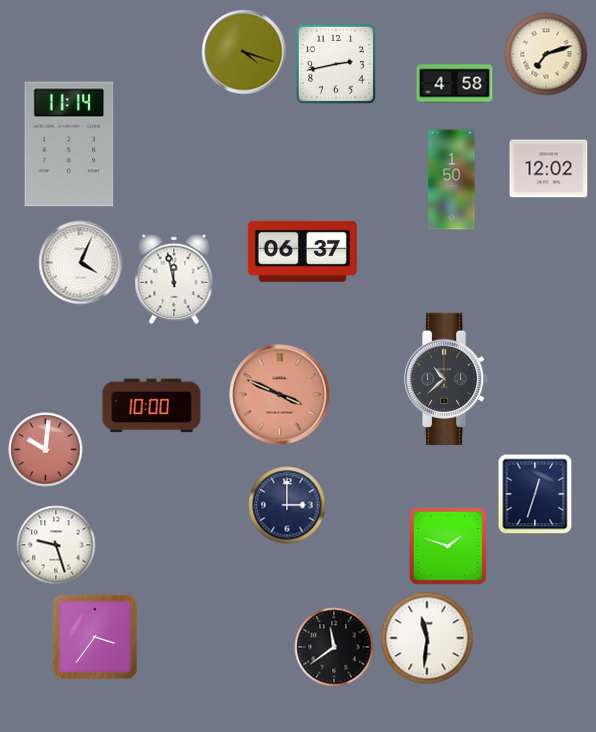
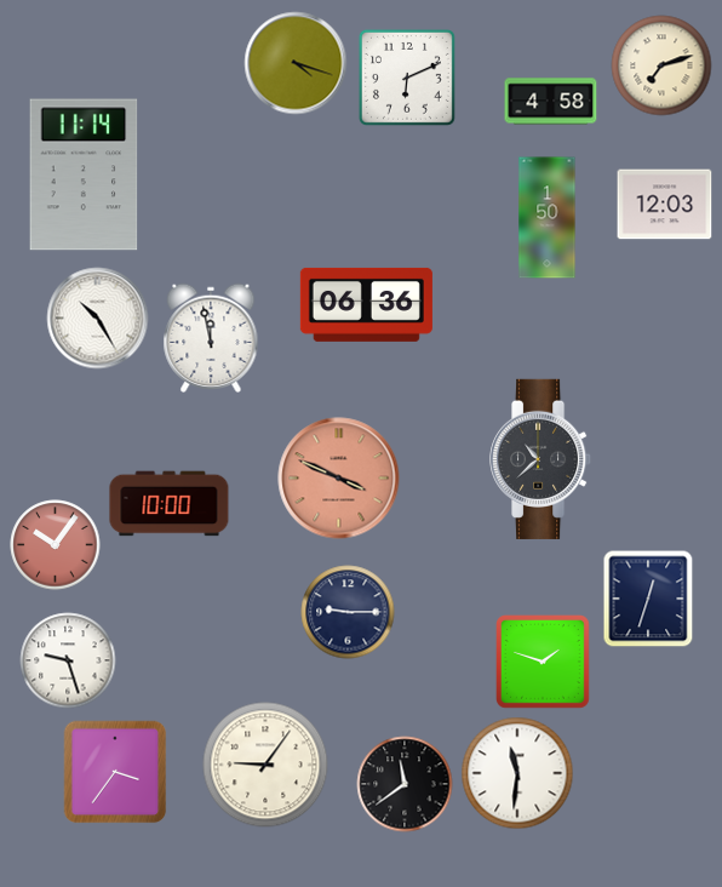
clock at (336, 64): 2:43 -> 6:11
clock at (549, 169): 12:02 -> 12:03
clock at (302, 251): 06:37 -> 06:36
clock at (81, 263): 4:04 -> 10:25
clock at (152, 406) position: (152, 406) -> (170, 504)
clock at (46, 450): 10:01 -> 10:06
clock at (287, 505): 3:00 -> 9:15
clock at (265, 765): none -> 9:06
